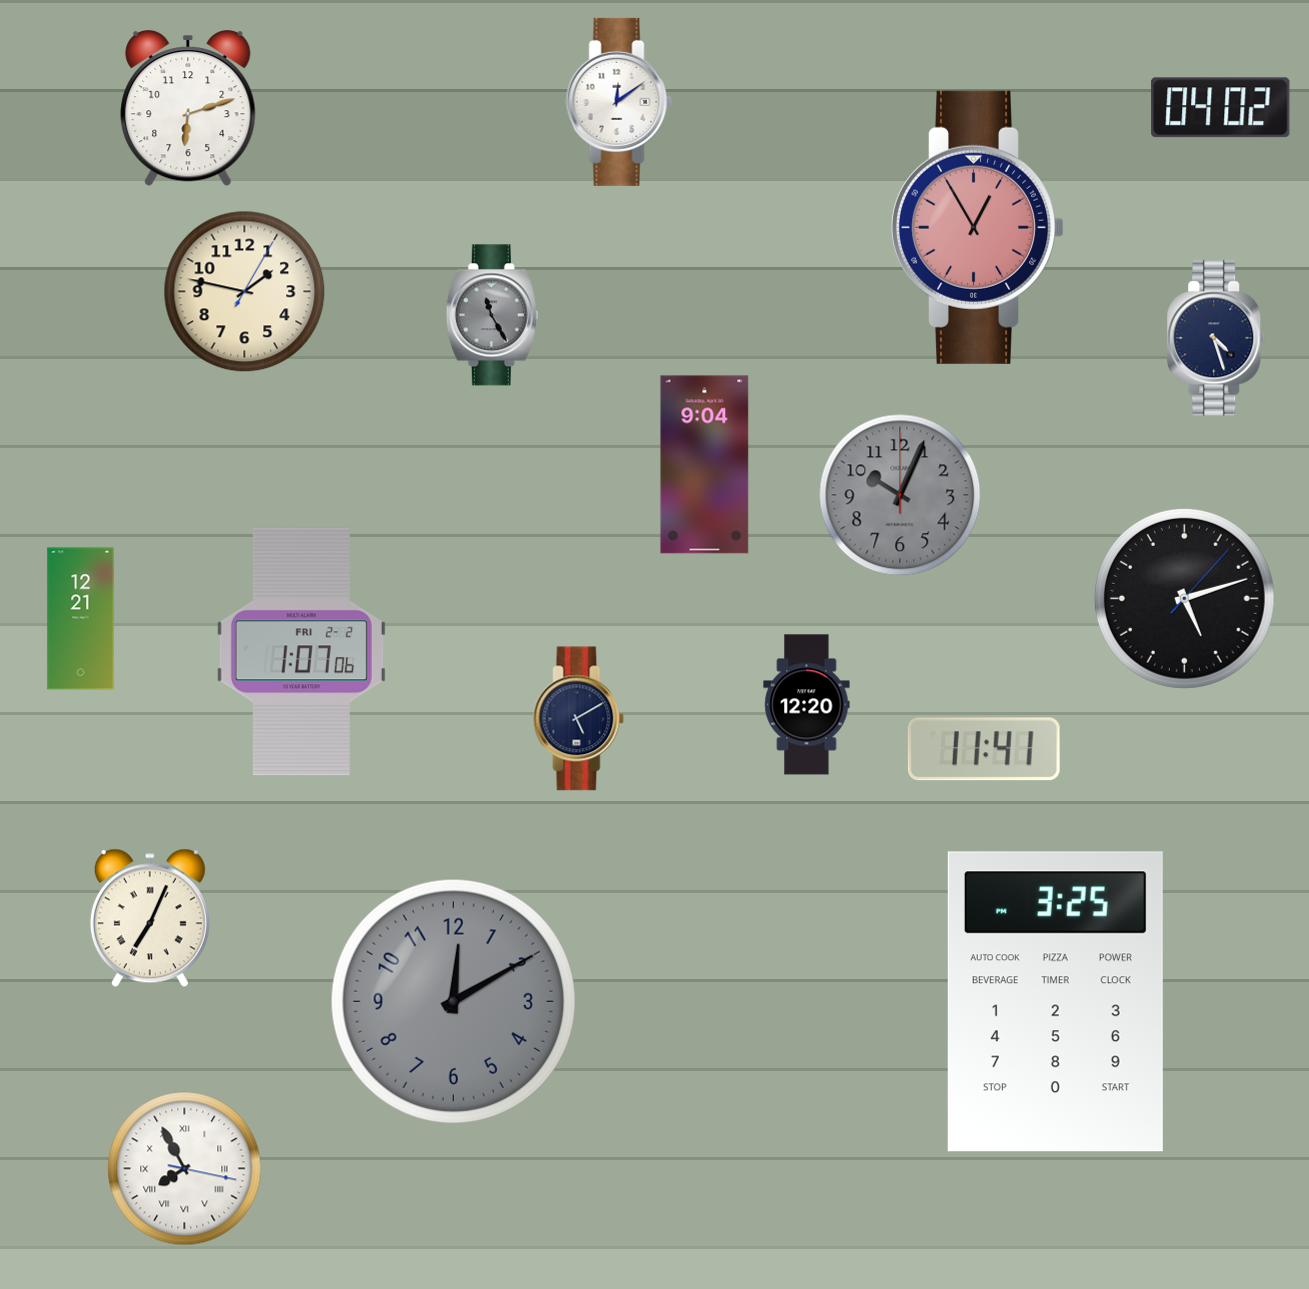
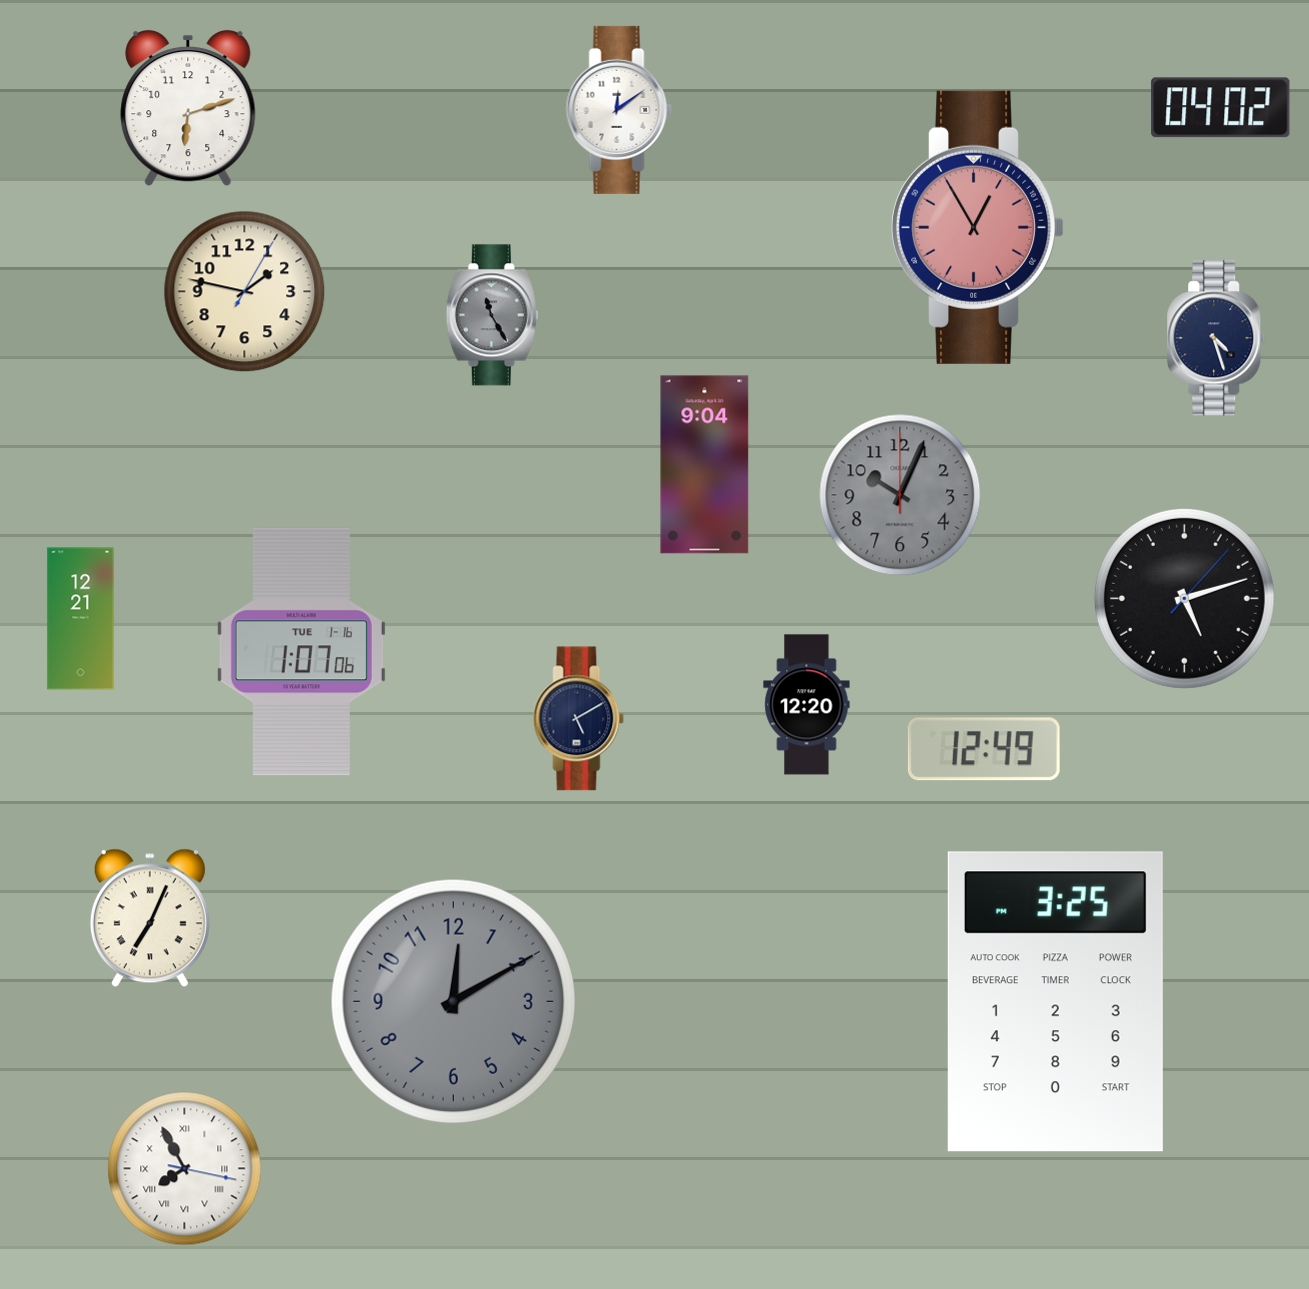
clock at (619, 102) position: (619, 102) -> (619, 110)
clock at (301, 652) date: FRI 2-2 -> TUE 1-16
clock at (984, 749): 11:41 -> 12:49
